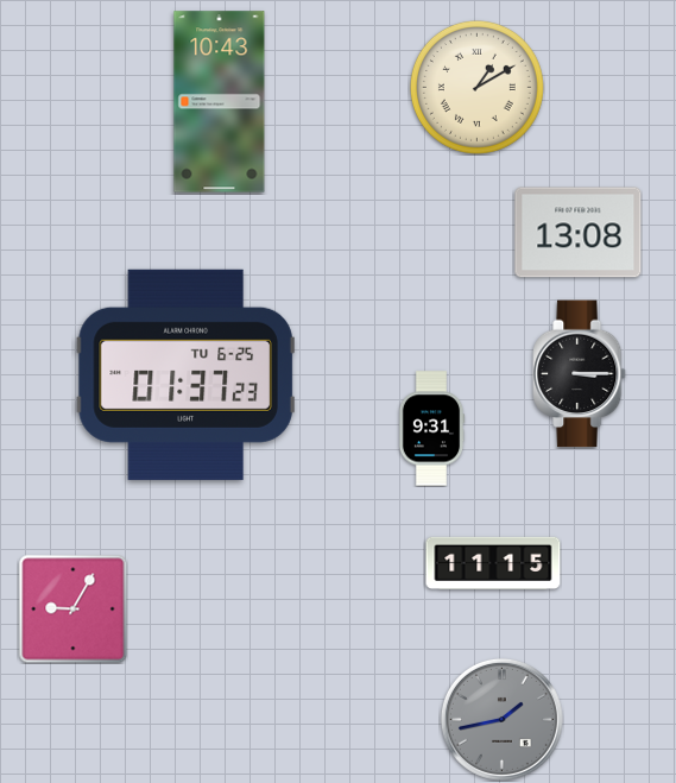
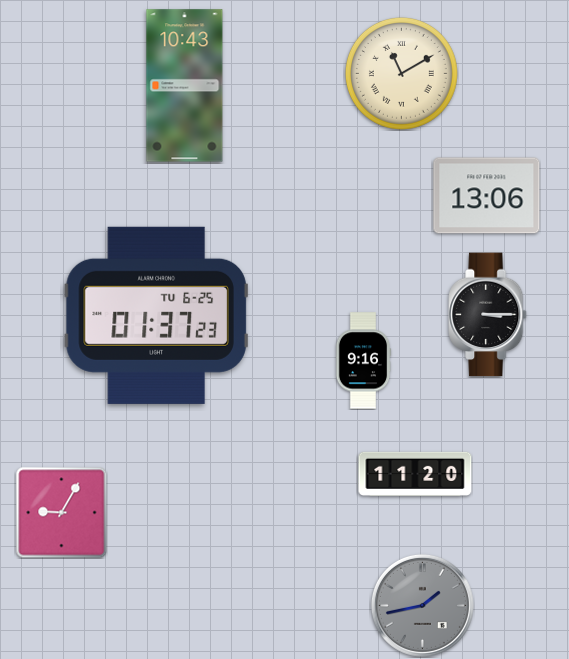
clock at (476, 87): 1:10 -> 11:10
clock at (579, 233): 13:08 -> 13:06
clock at (431, 429): 9:31 -> 9:16
clock at (493, 563): 11:15 -> 11:20
